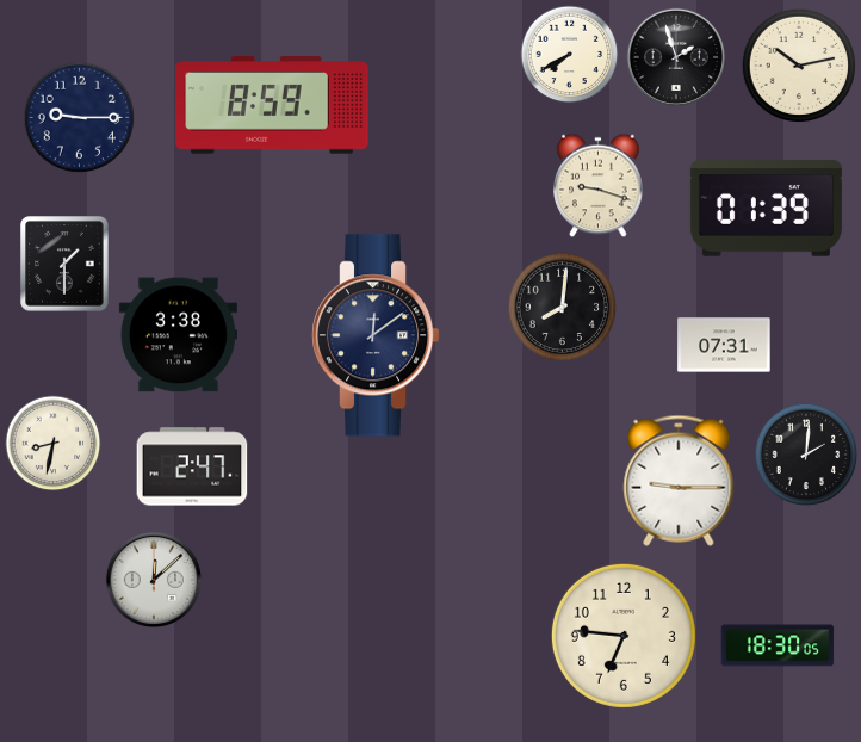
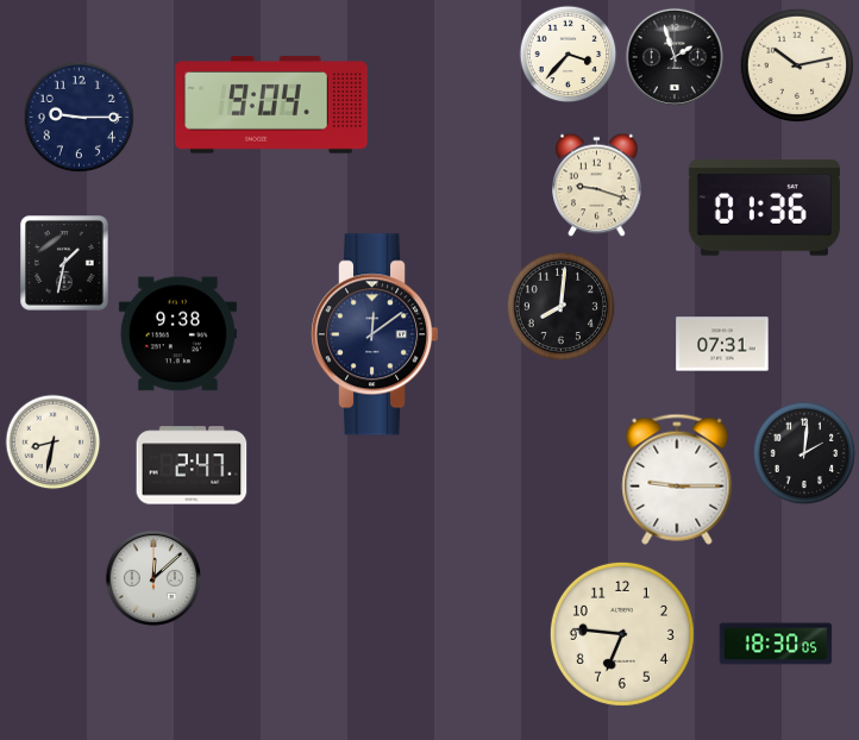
clock at (570, 55): 7:40 -> 3:37
clock at (272, 106): 8:59 -> 9:04
clock at (766, 209): 01:39 -> 01:36
clock at (64, 264): 1:30 -> 1:32
clock at (178, 335): 3:38 -> 9:38
